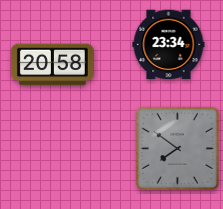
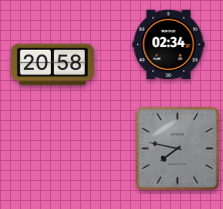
clock at (169, 45): 23:34 -> 02:34
clock at (177, 148): 7:51 -> 7:47
